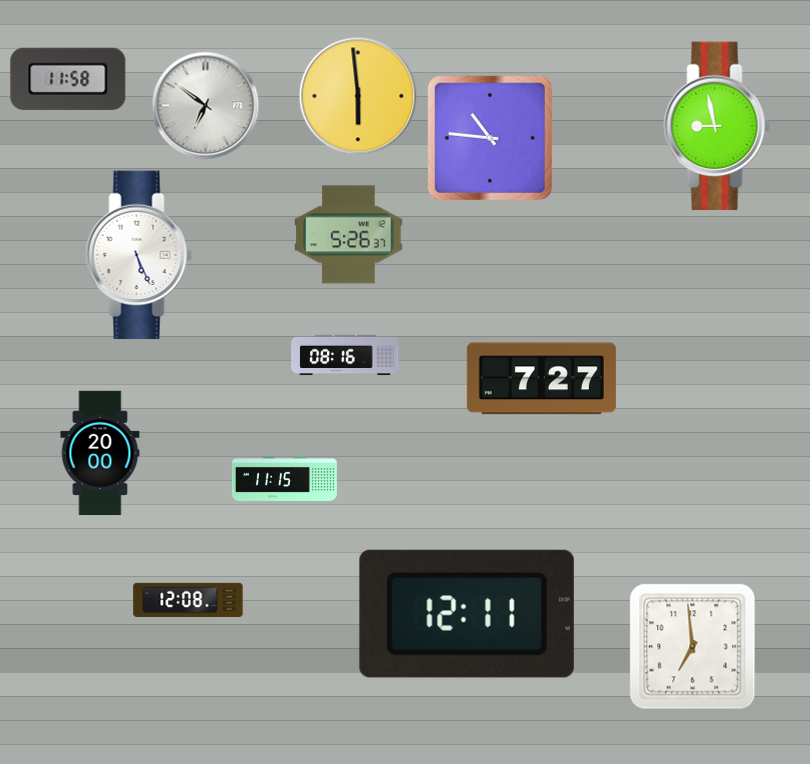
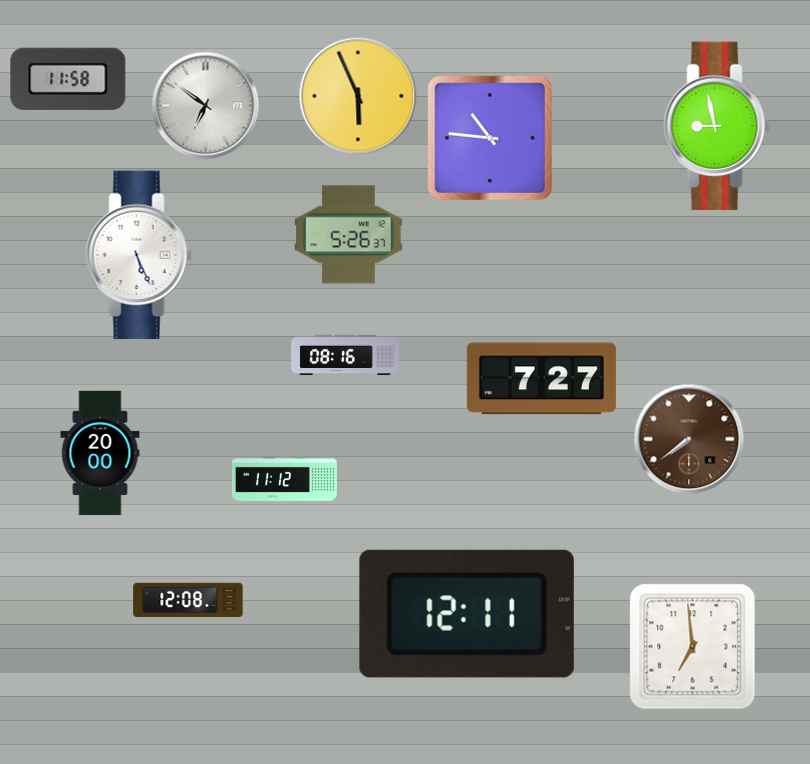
clock at (358, 96): 5:59 -> 5:56
clock at (689, 439): none -> 7:39
clock at (284, 478): 11:15 -> 11:12
